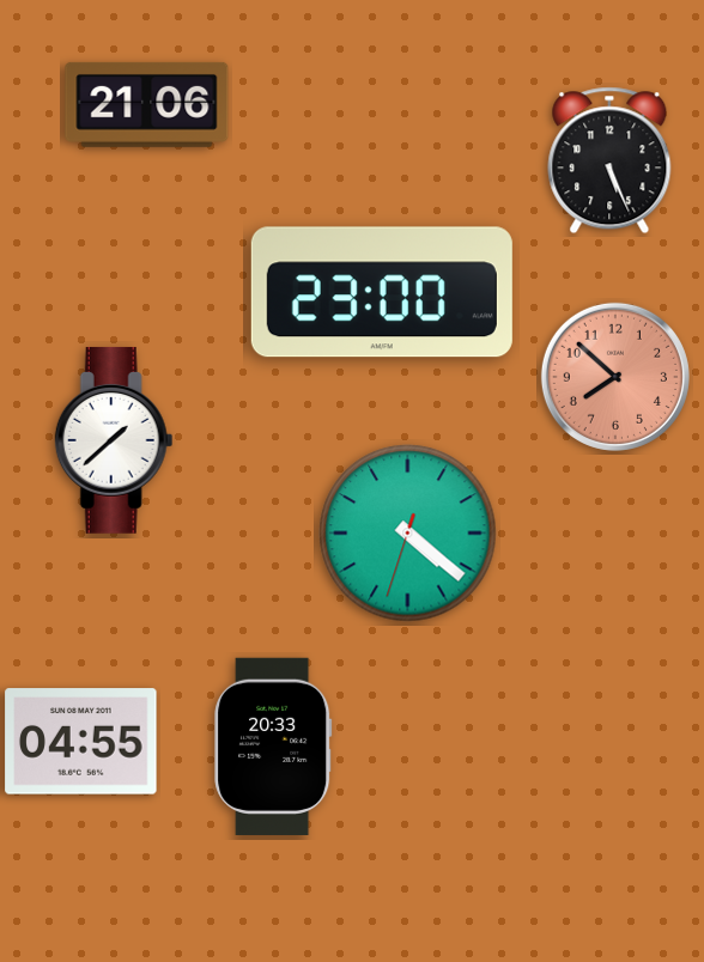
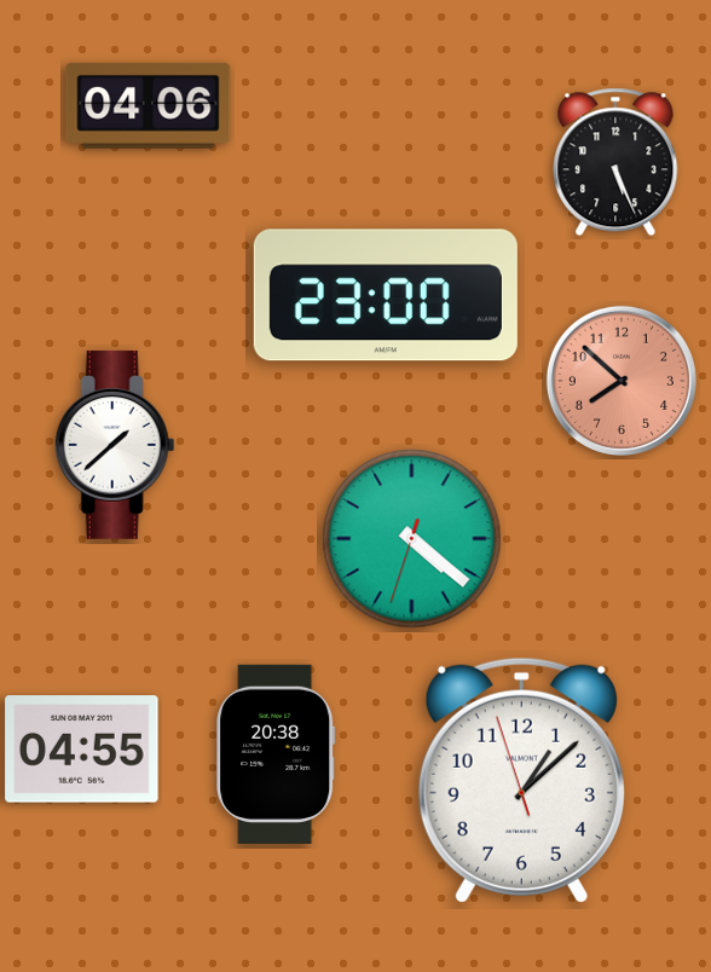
clock at (147, 104): 21:06 -> 04:06
clock at (273, 747): 20:33 -> 20:38
clock at (521, 780): none -> 1:07
